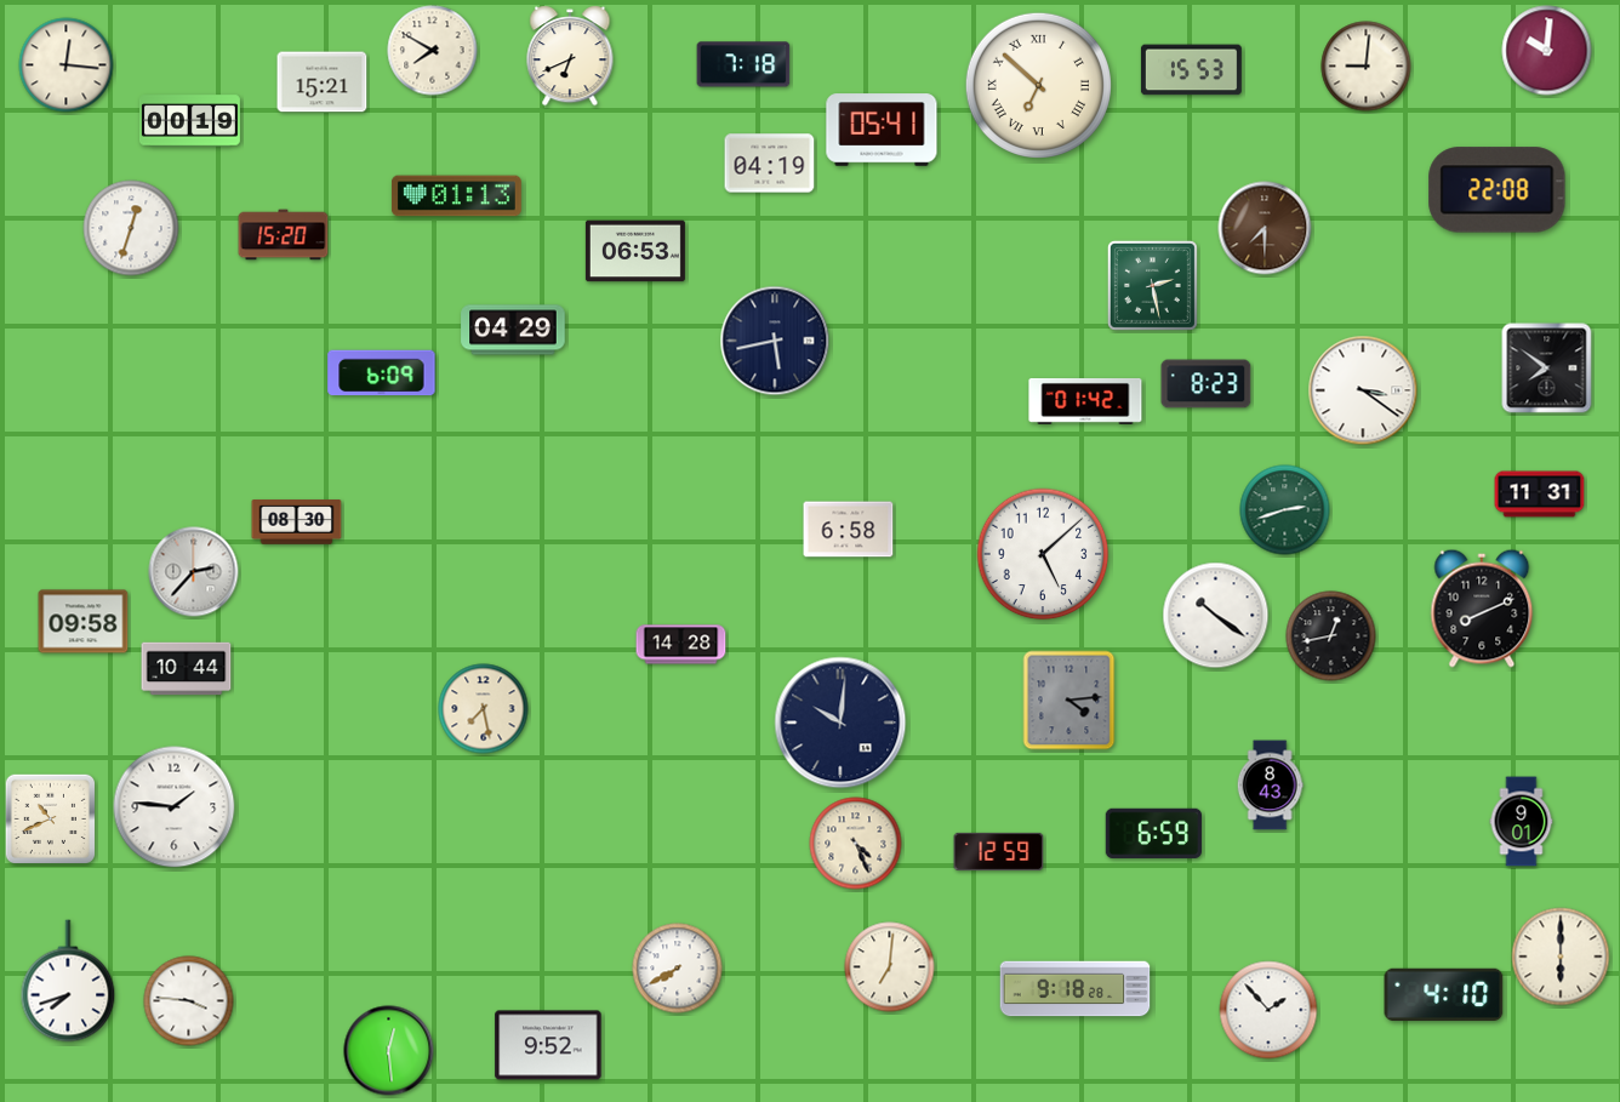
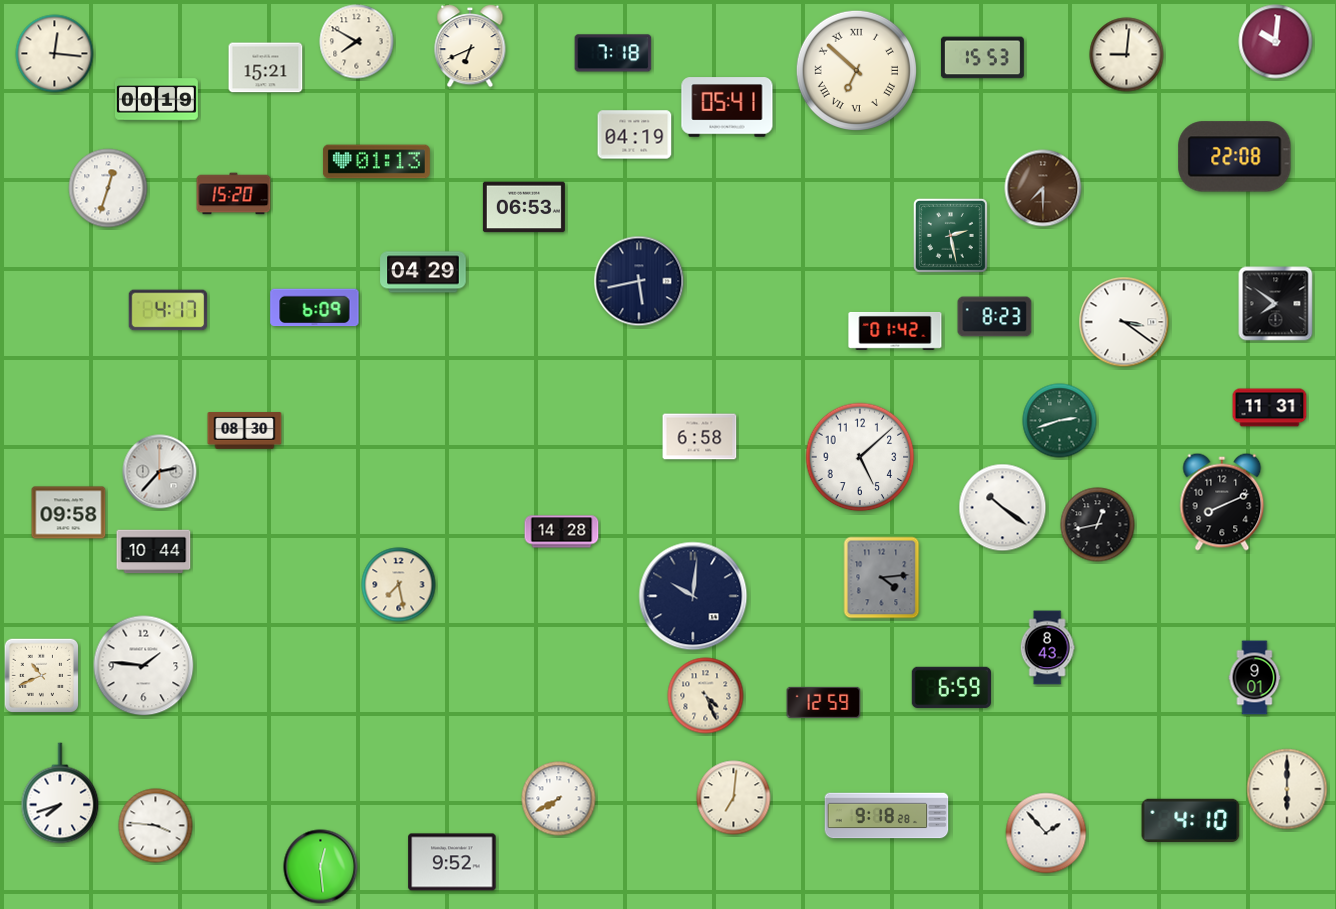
clock at (168, 310): none -> 4:17
clock at (68, 981) position: (68, 981) -> (60, 793)
